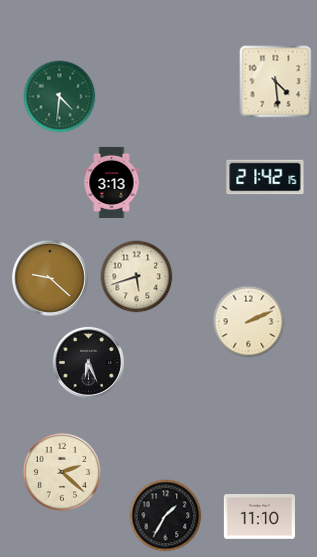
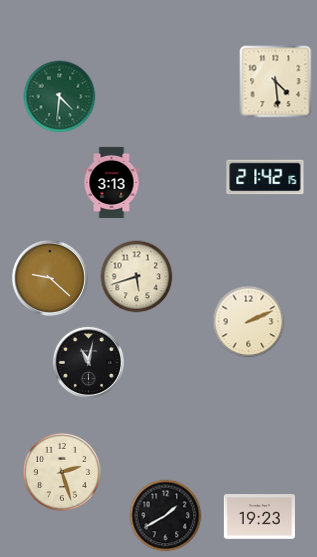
clock at (88, 362): 6:26 -> 11:02
clock at (62, 472): 2:22 -> 2:27
clock at (166, 516): 1:35 -> 1:40
clock at (259, 517): 11:10 -> 19:23
